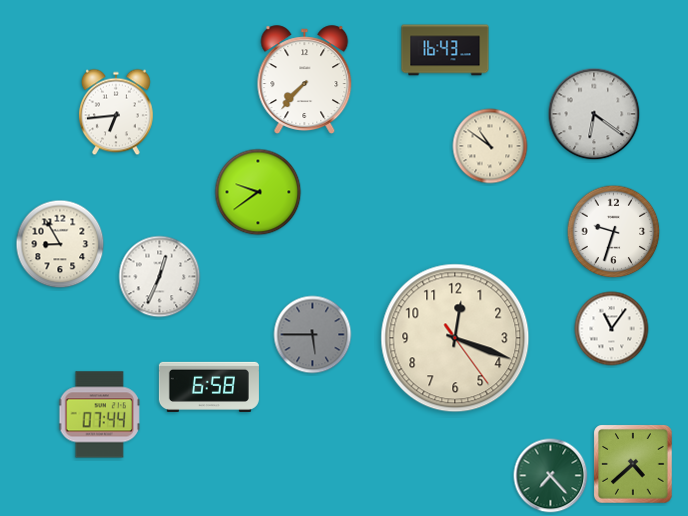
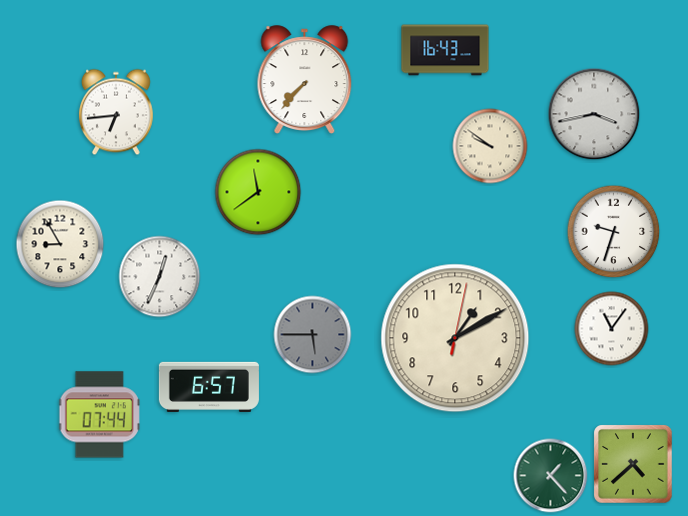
clock at (594, 114): 6:21 -> 3:43
clock at (490, 146): 10:51 -> 9:51
clock at (258, 192): 9:39 -> 11:39
clock at (455, 338): 12:18 -> 1:10
clock at (209, 387): 6:58 -> 6:57
clock at (551, 476): 7:23 -> 1:23
